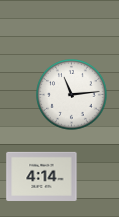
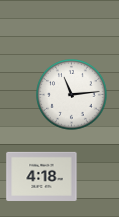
clock at (42, 176): 4:14 -> 4:18
